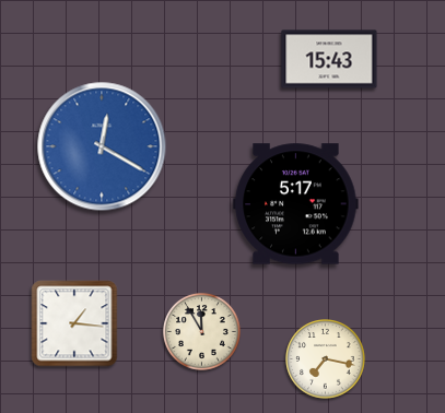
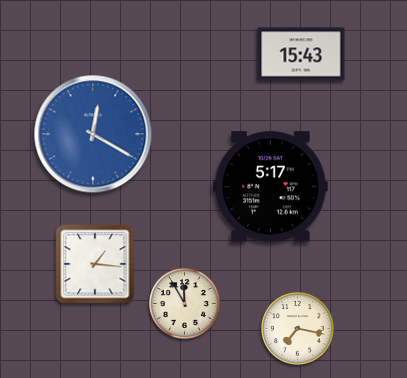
clock at (74, 323) position: (74, 323) -> (95, 264)
